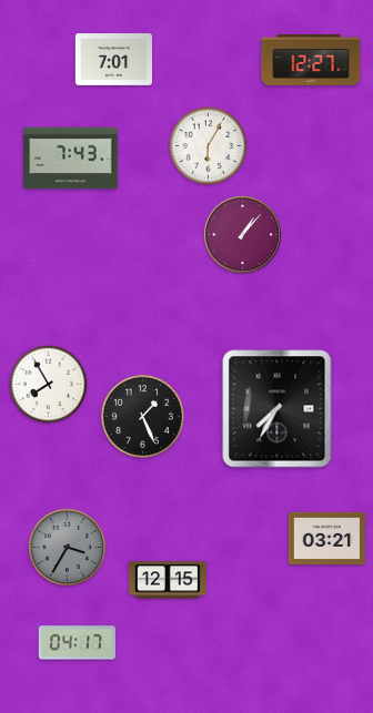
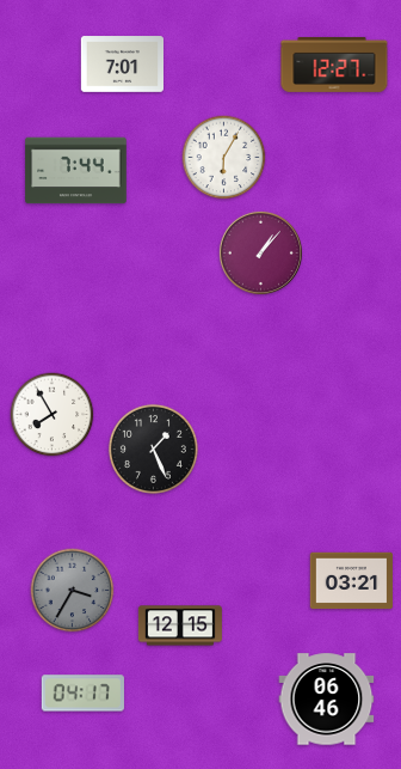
clock at (71, 159): 7:43 -> 7:44
clock at (278, 409): 7:35 -> none
clock at (327, 700): none -> 06:46
